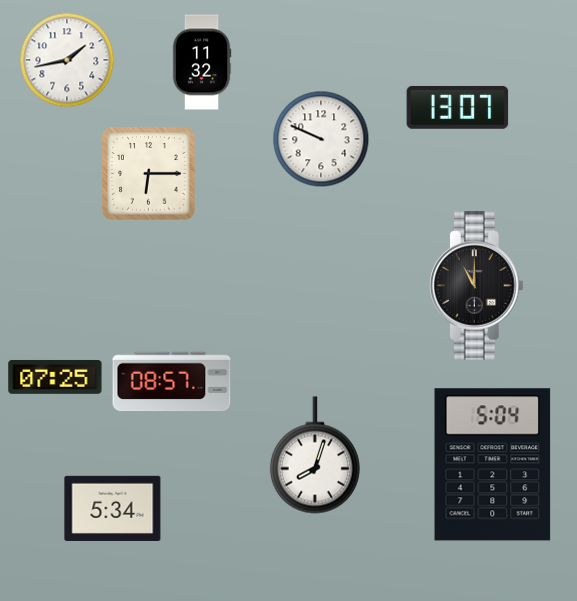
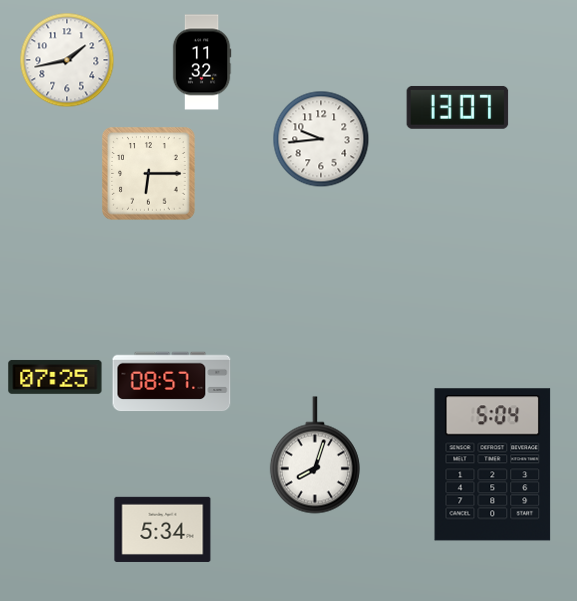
clock at (321, 139): 9:49 -> 9:44
clock at (476, 286): 11:00 -> none
clock at (113, 508) position: (113, 508) -> (163, 529)
